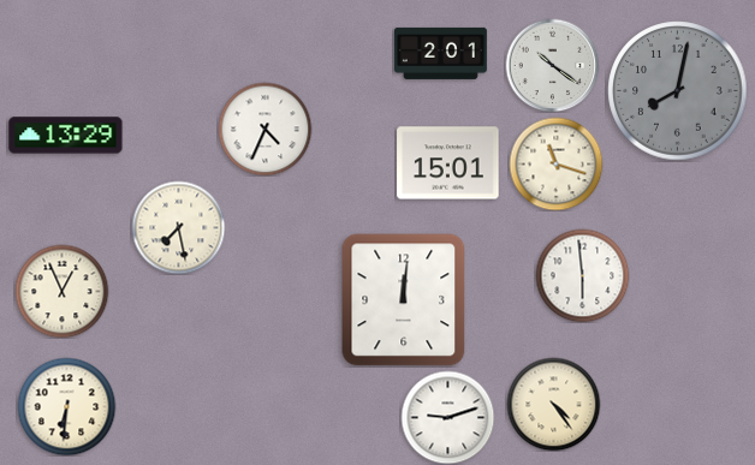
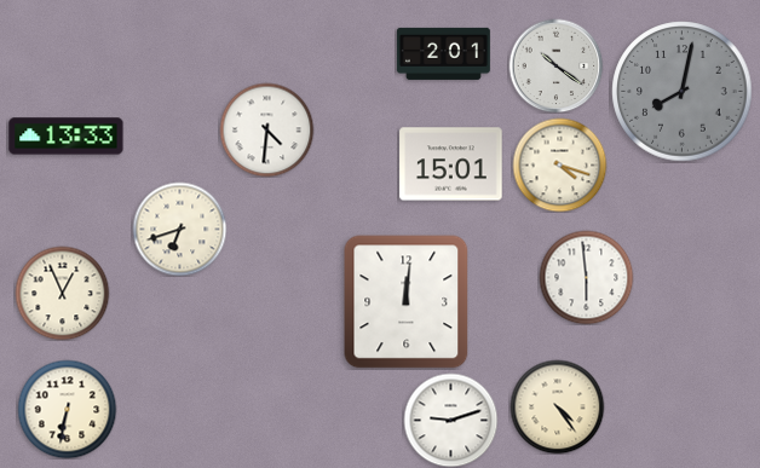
clock at (264, 129): 4:34 -> 4:31
clock at (66, 136): 13:29 -> 13:33
clock at (555, 163): 11:18 -> 4:18
clock at (178, 227): 7:28 -> 6:42
clock at (66, 406): 6:31 -> 6:32
